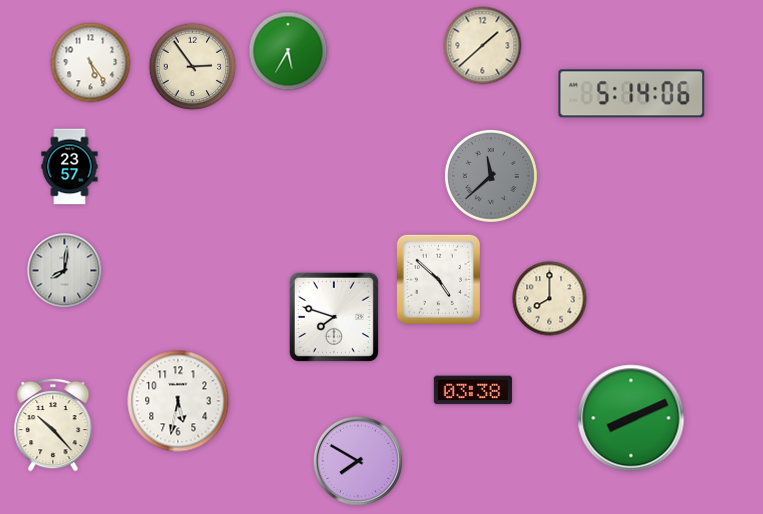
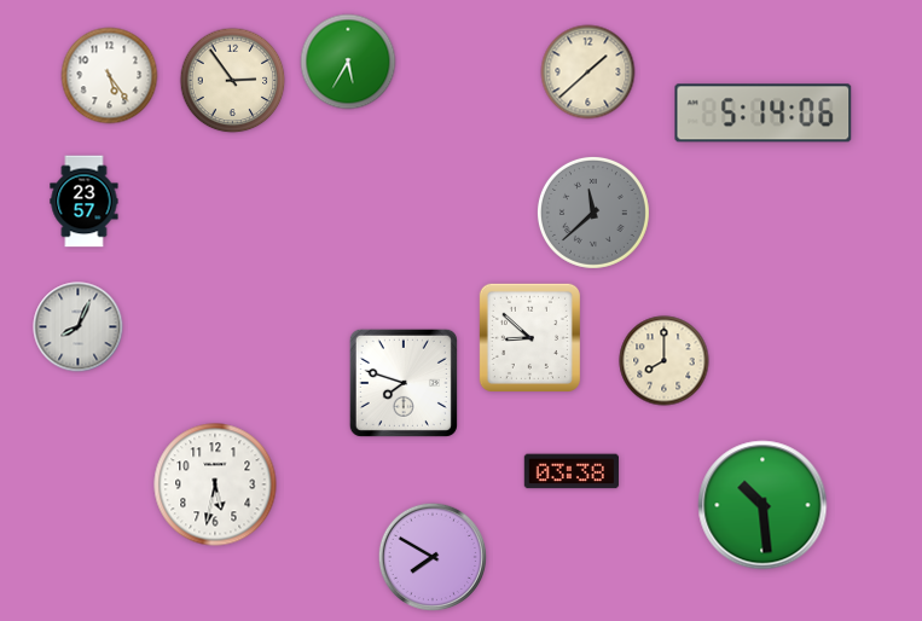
clock at (483, 46) position: (483, 46) -> (588, 72)
clock at (65, 271): 8:01 -> 8:04
clock at (438, 279): 4:52 -> 8:52
clock at (631, 418): 8:11 -> 10:29
clock at (53, 425): 10:23 -> none
